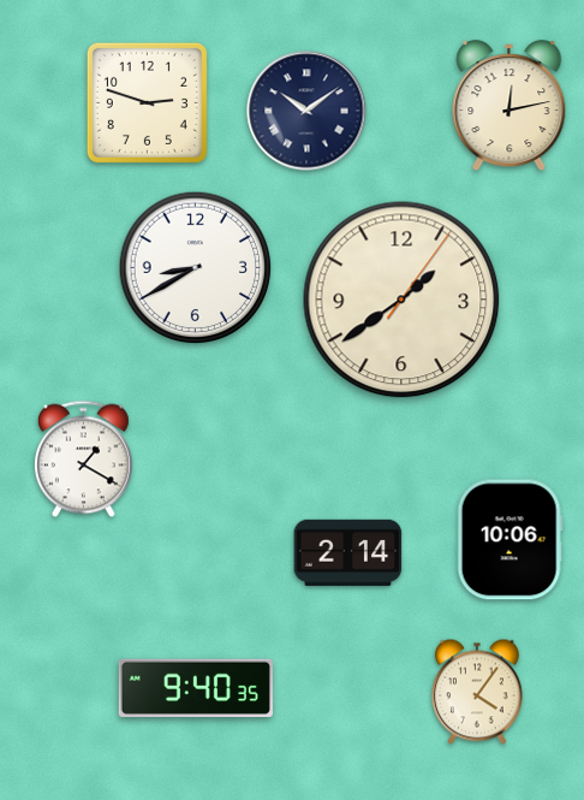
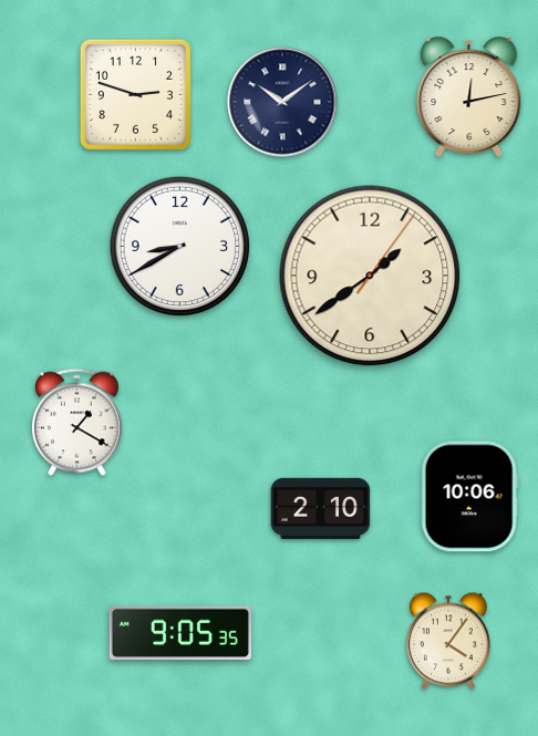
clock at (348, 552): 2:14 -> 2:10
clock at (196, 687): 9:40 -> 9:05
clock at (477, 692) position: (477, 692) -> (448, 641)
